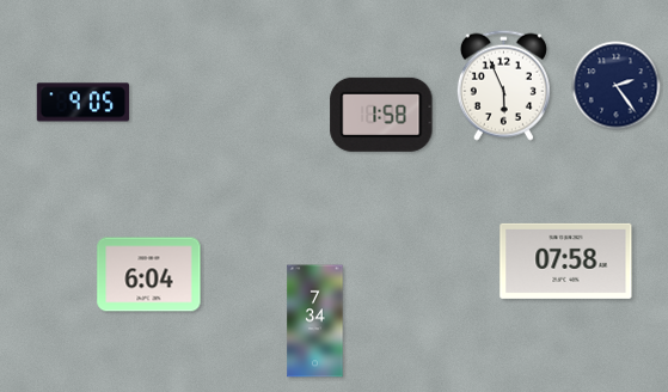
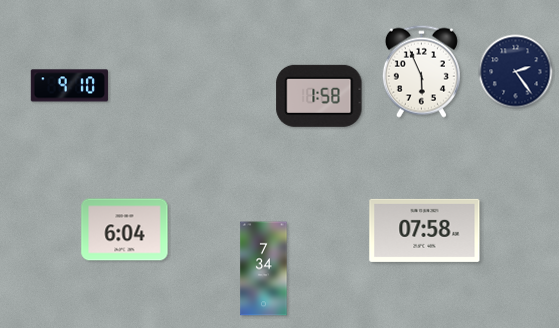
clock at (82, 103): 9:05 -> 9:10
clock at (566, 261) position: (566, 261) -> (425, 230)
